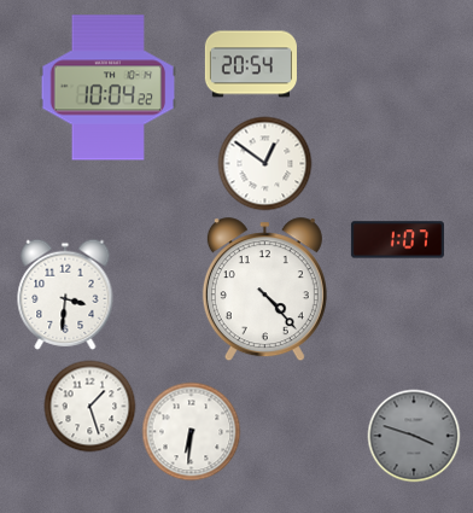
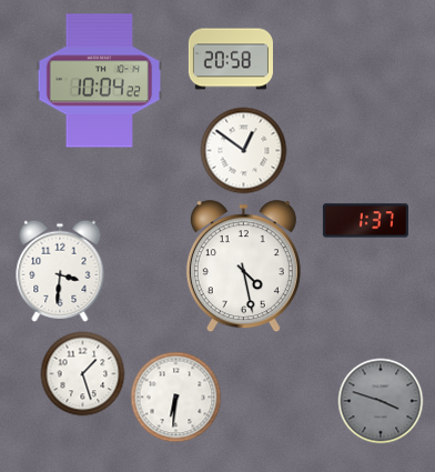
clock at (251, 64): 20:54 -> 20:58
clock at (397, 240): 1:07 -> 1:37
clock at (264, 290): 4:23 -> 4:28
